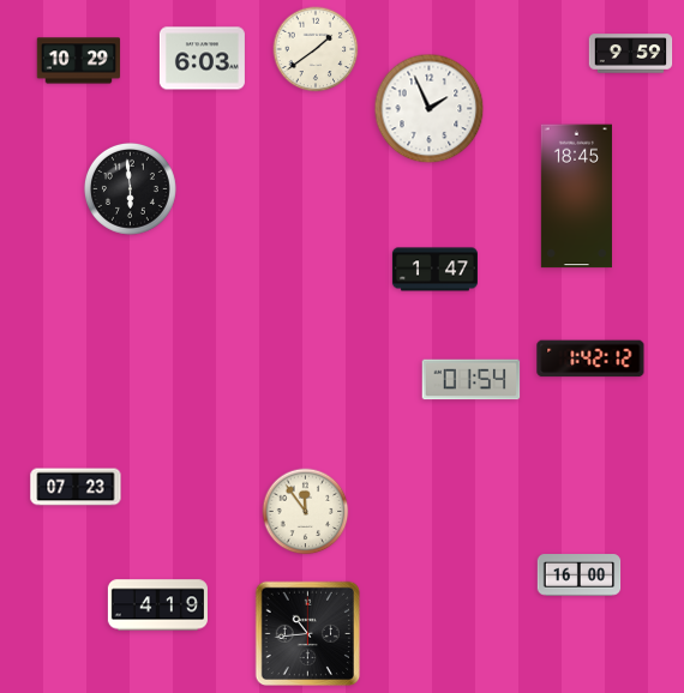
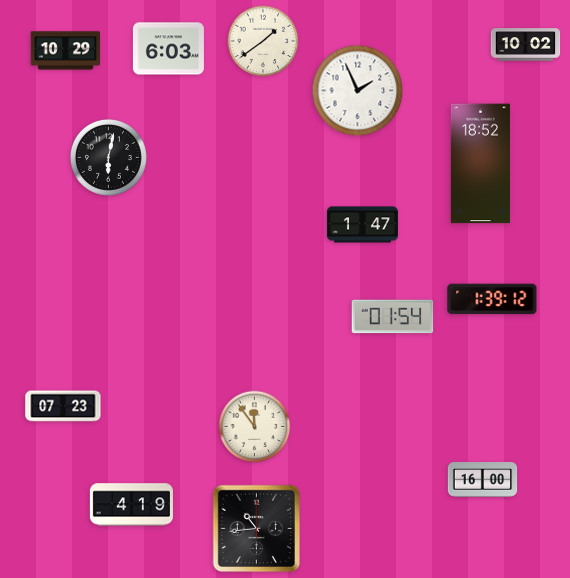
clock at (631, 54): 9:59 -> 10:02
clock at (130, 188): 5:59 -> 6:02
clock at (576, 197): 18:45 -> 18:52
clock at (590, 358): 1:42 -> 1:39
